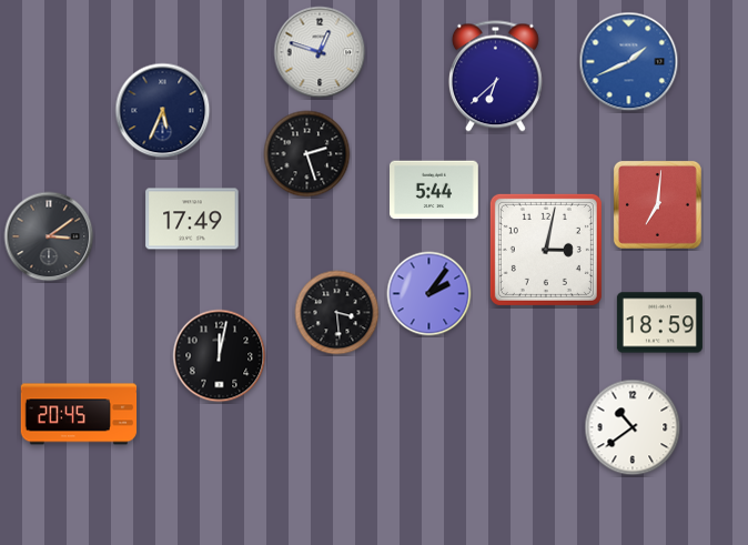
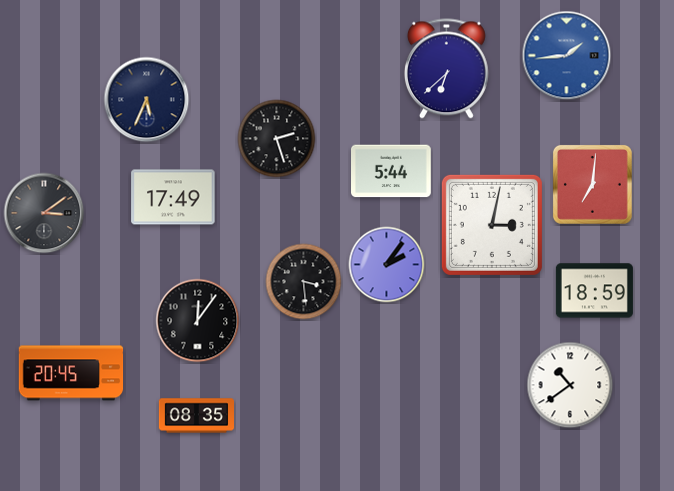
clock at (320, 52): 12:48 -> none
clock at (629, 62): 1:41 -> 1:44
clock at (220, 356): 12:02 -> 12:06
clock at (196, 416): none -> 08:35
